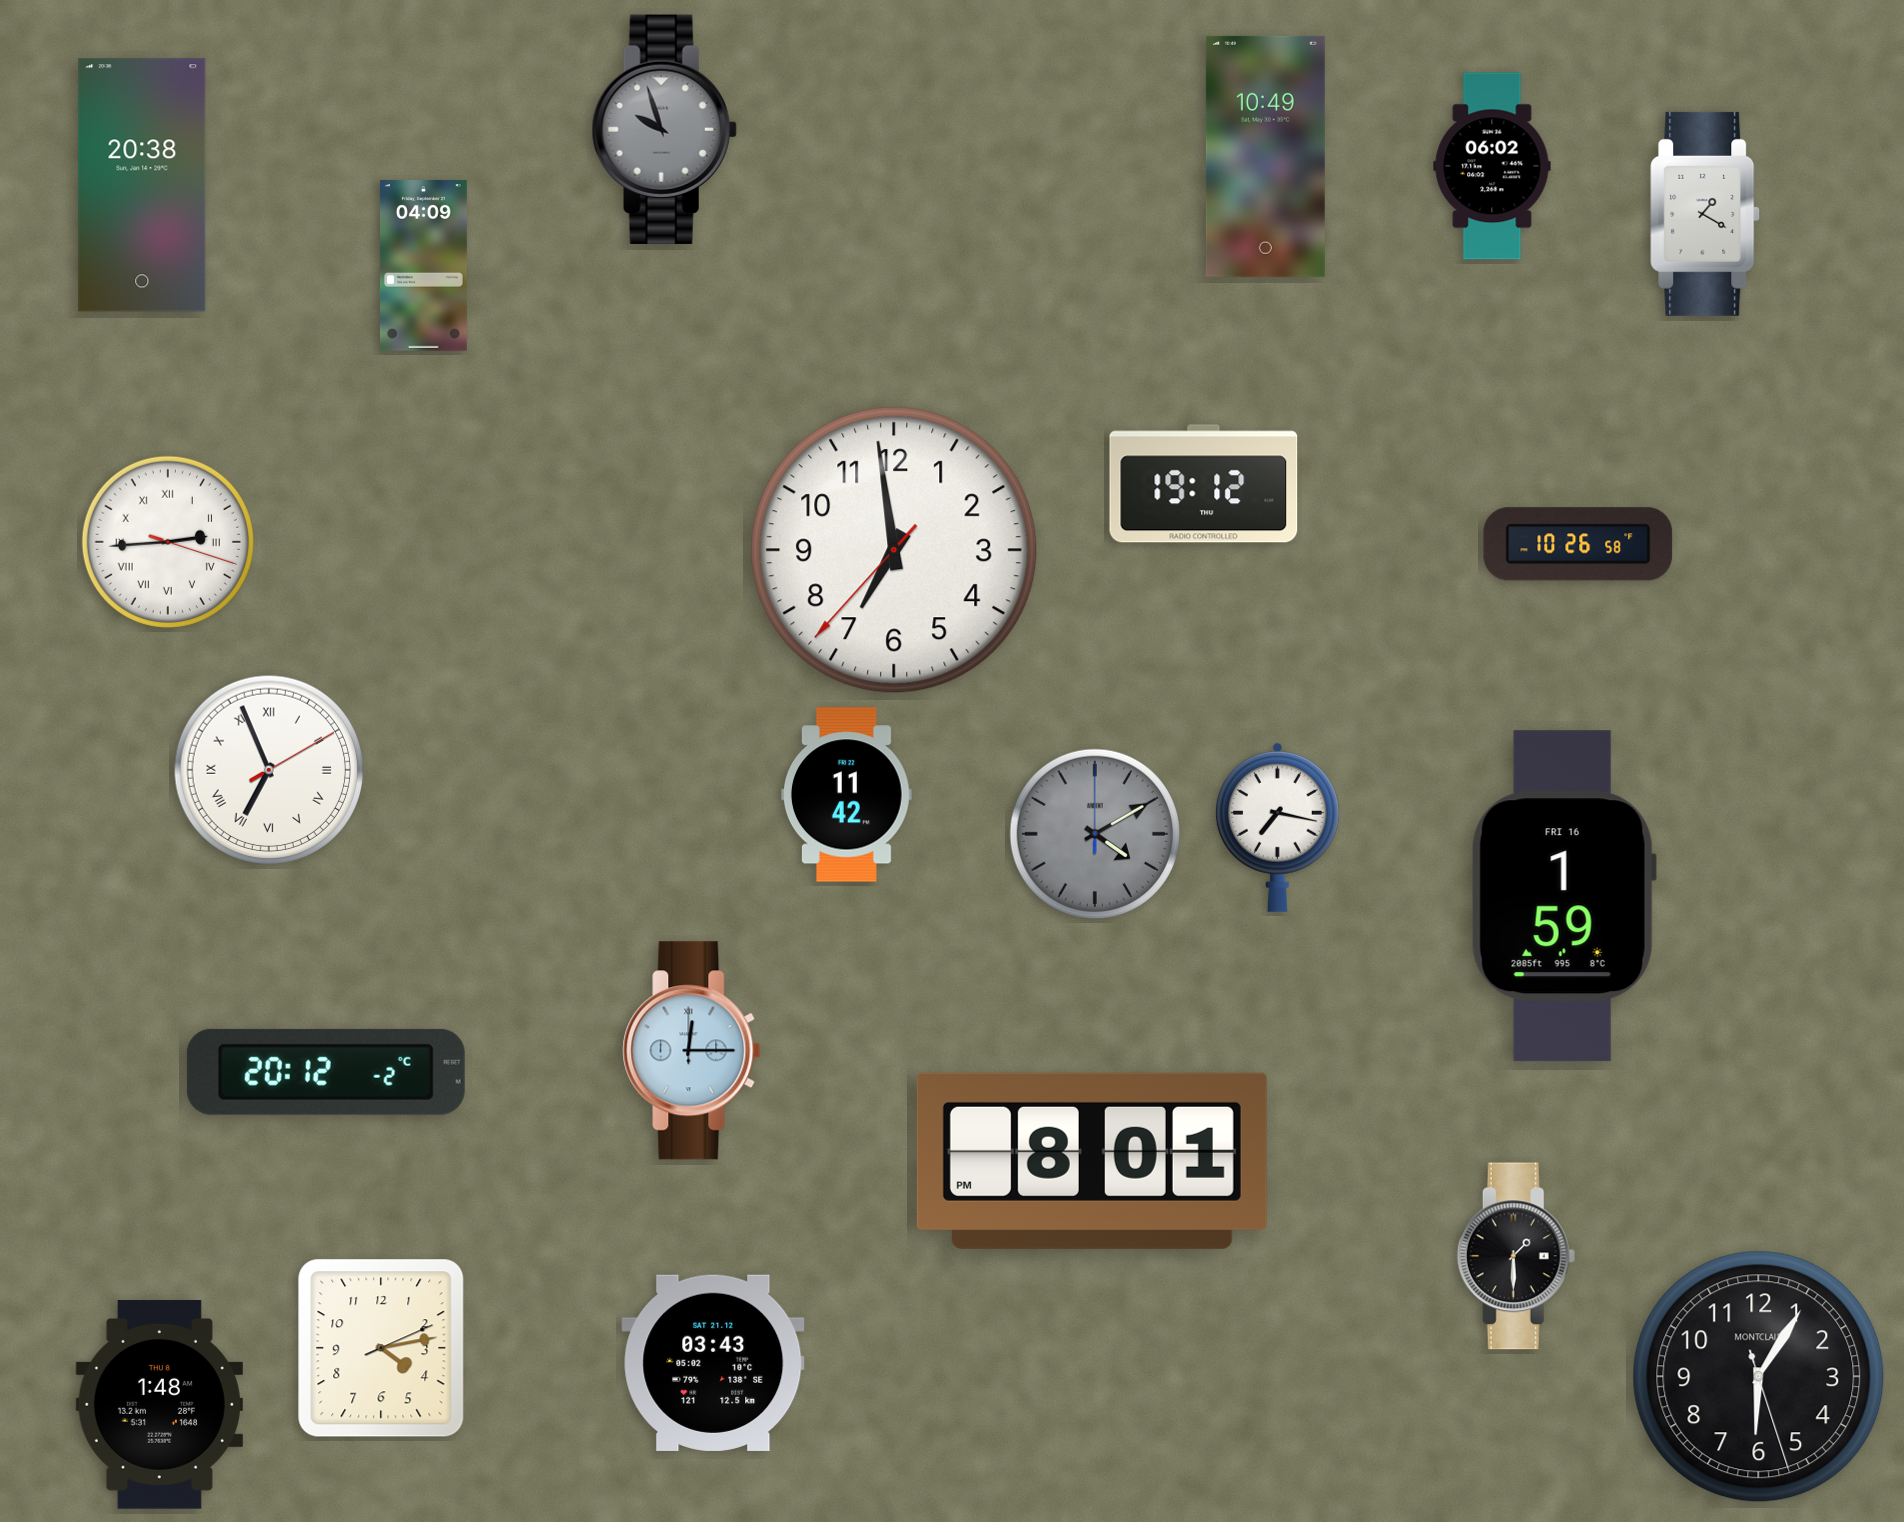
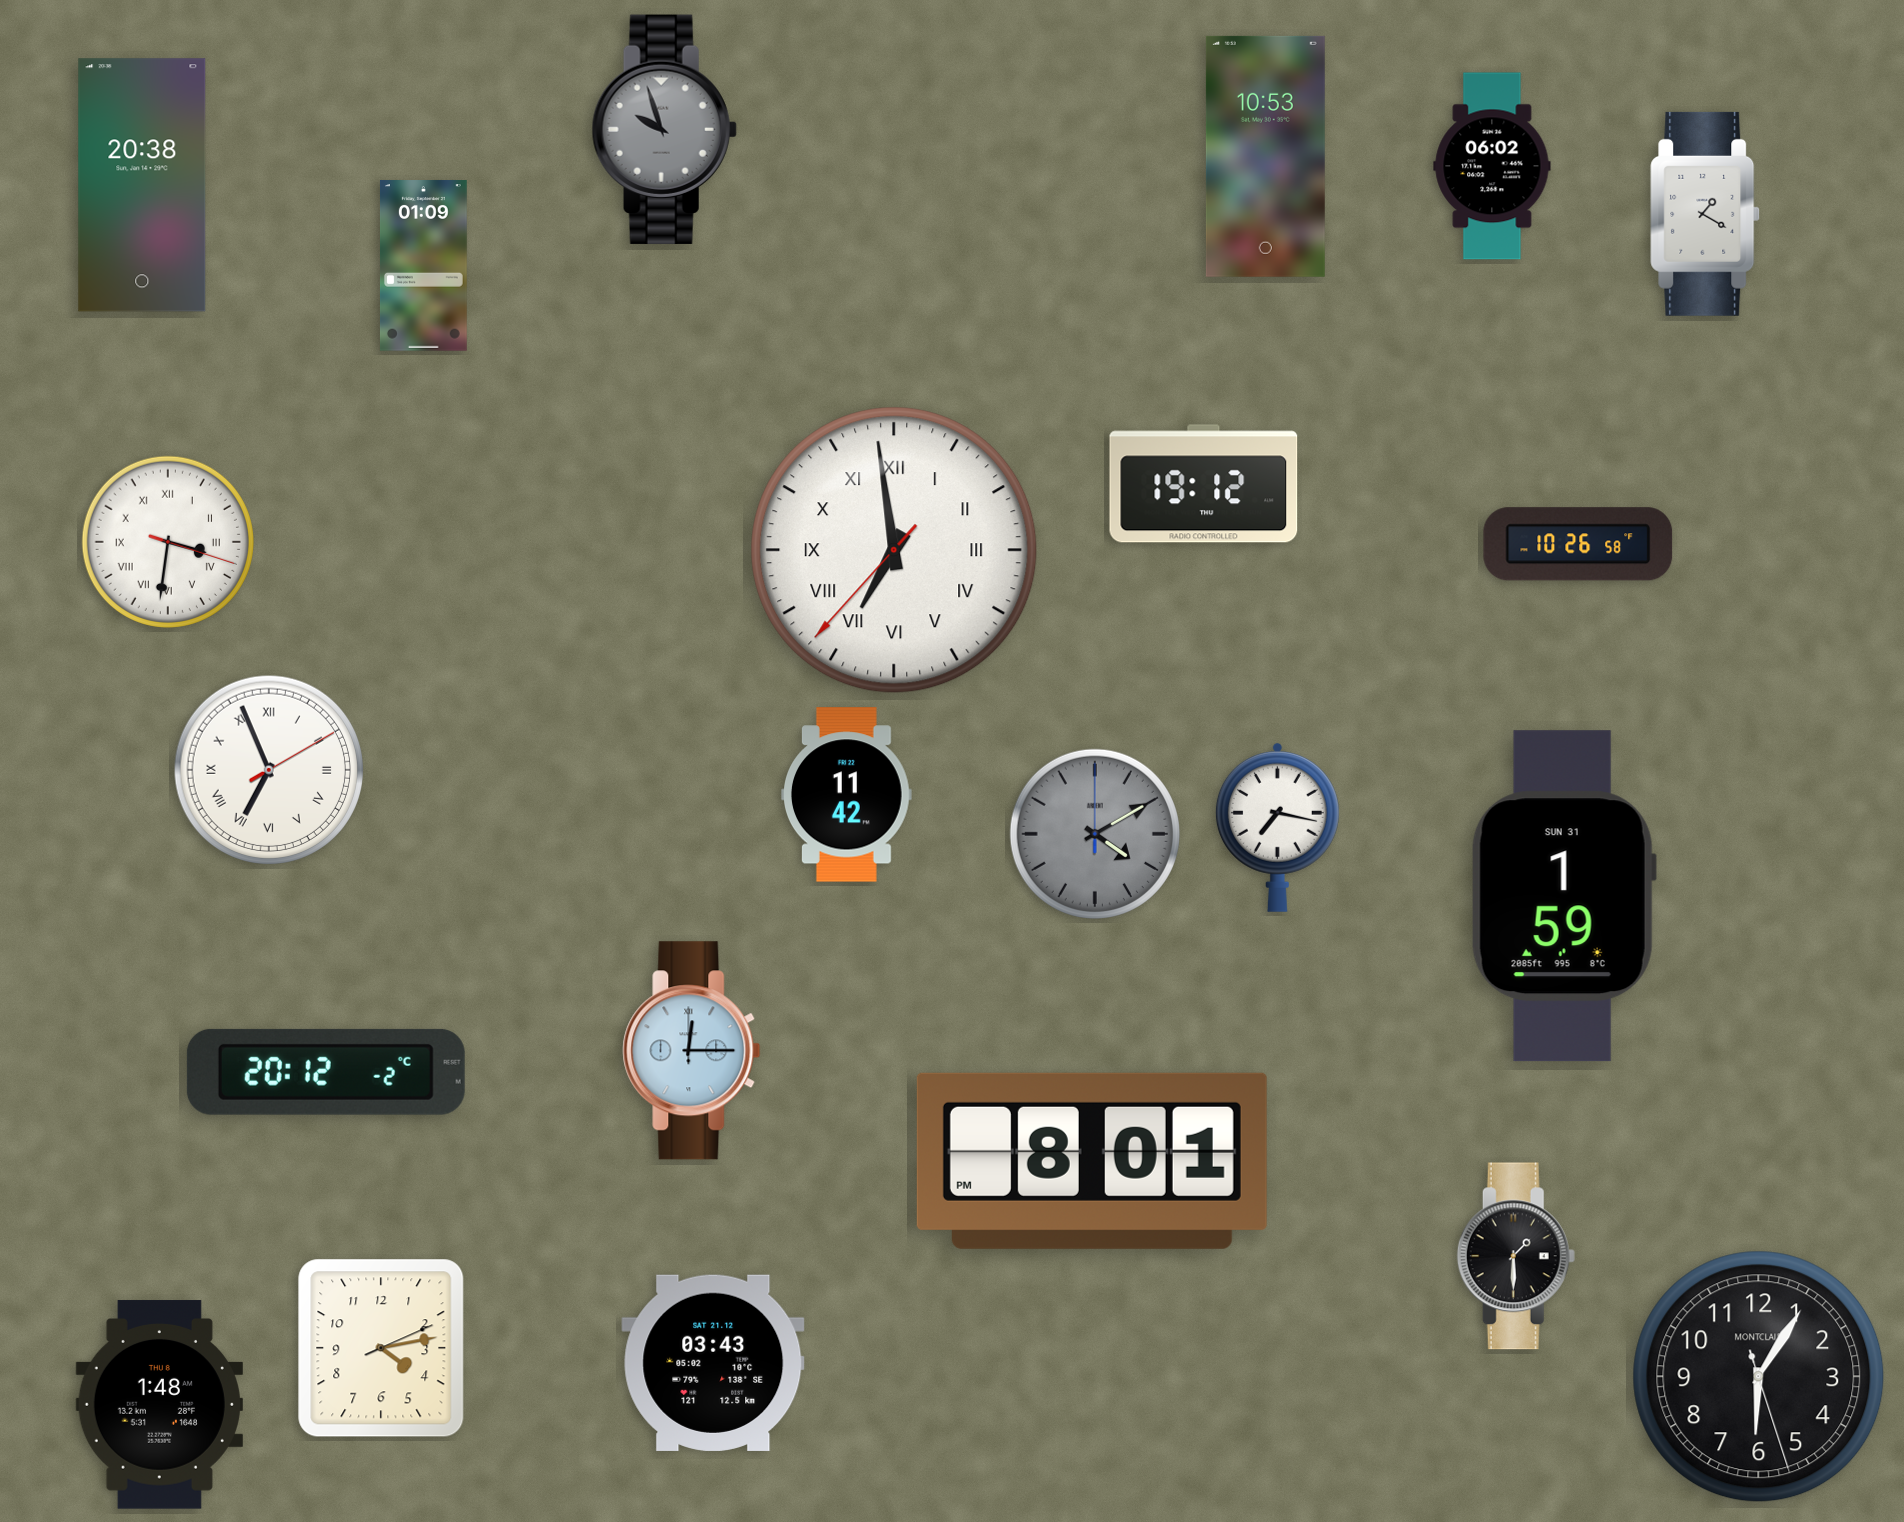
clock at (1265, 156): 10:49 -> 10:53
clock at (423, 266): 04:09 -> 01:09
clock at (168, 542): 2:44 -> 3:31
clock at (894, 550) numerals: Arabic -> Roman
clock at (1564, 896) date: FRI 16 -> SUN 31
